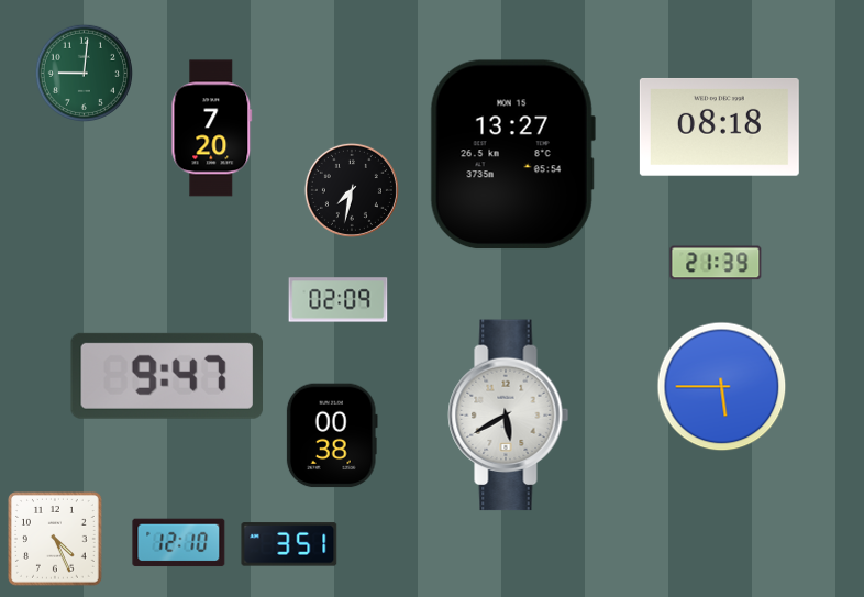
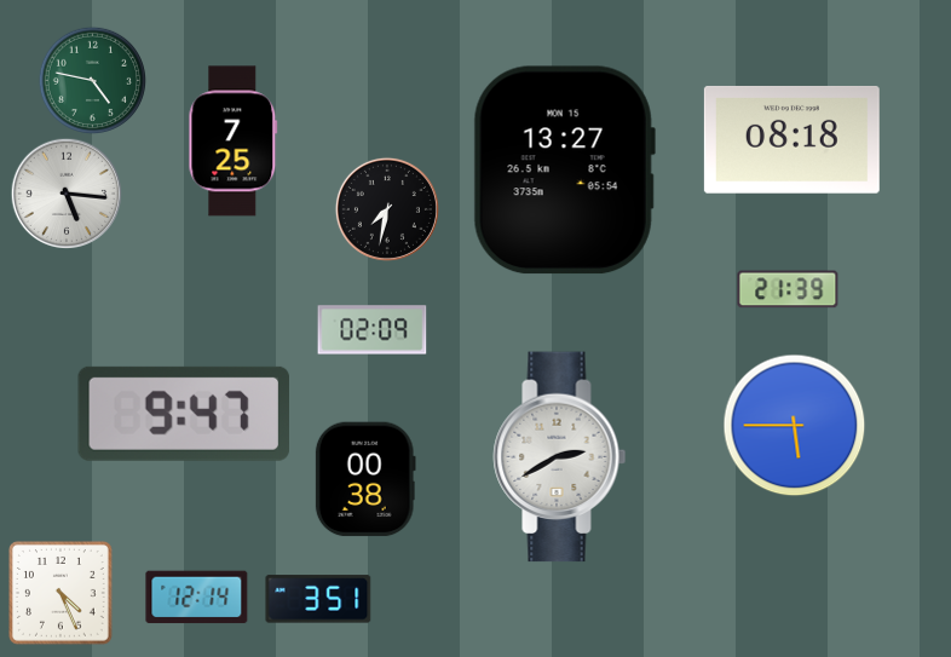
clock at (84, 73): 9:01 -> 4:47
clock at (212, 129): 7:20 -> 7:25
clock at (67, 194): none -> 5:16
clock at (509, 416): 5:40 -> 2:40
clock at (179, 543): 12:10 -> 12:14
